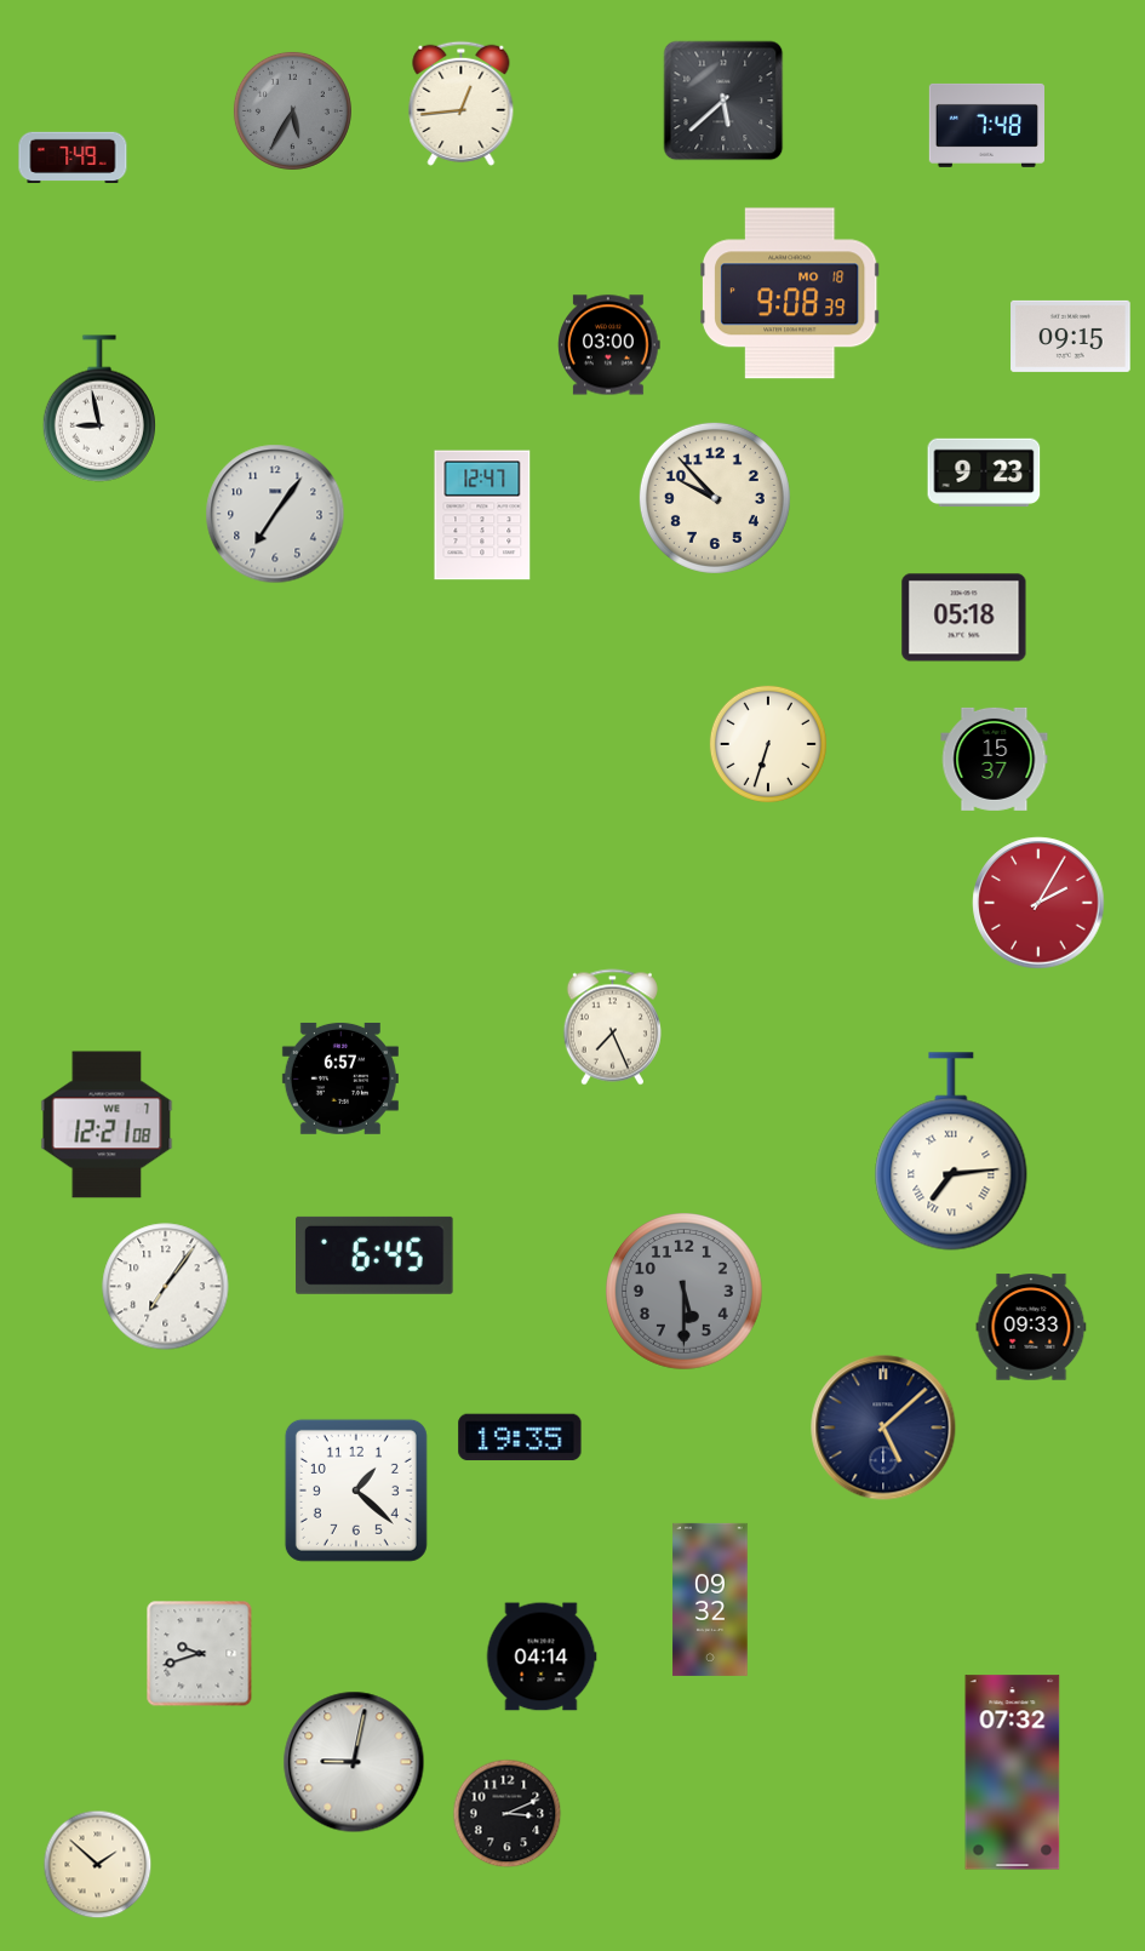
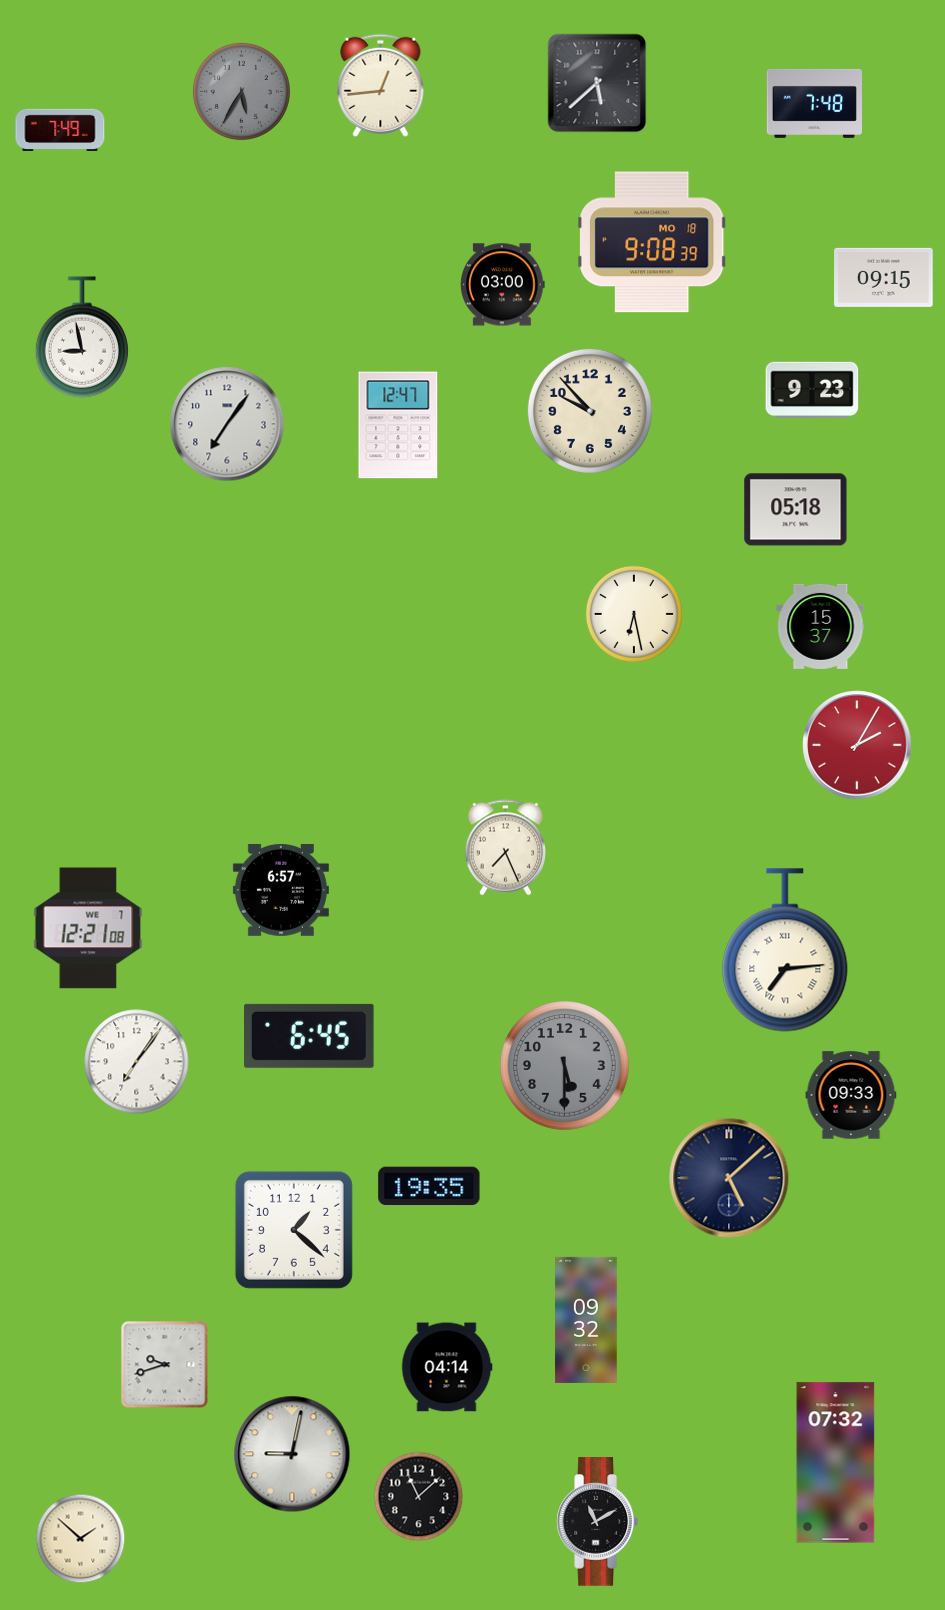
clock at (768, 744): 6:33 -> 6:28
clock at (508, 1814): 3:11 -> 11:08
clock at (597, 1522): none -> 11:10
